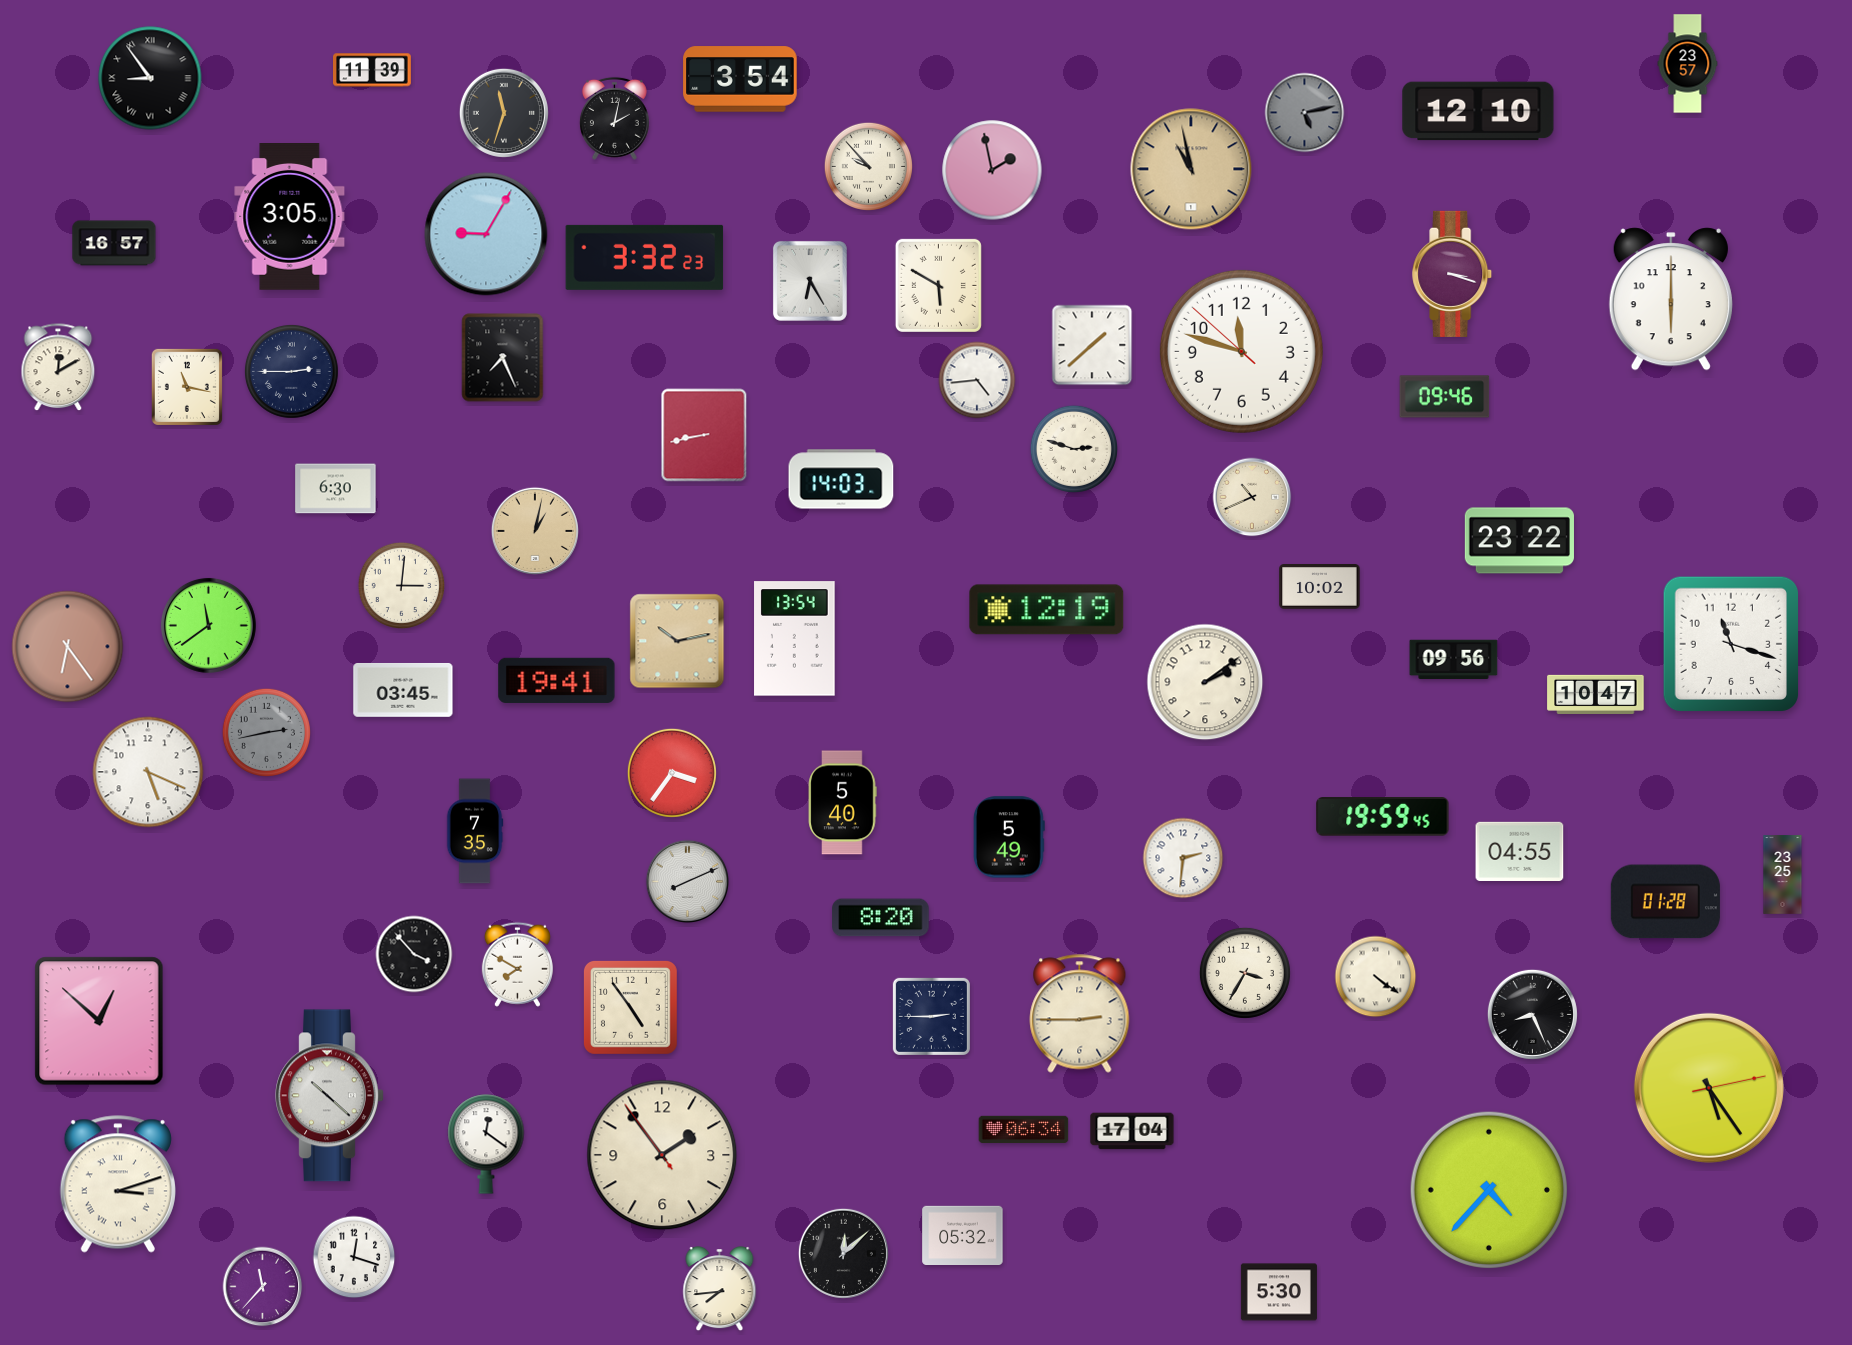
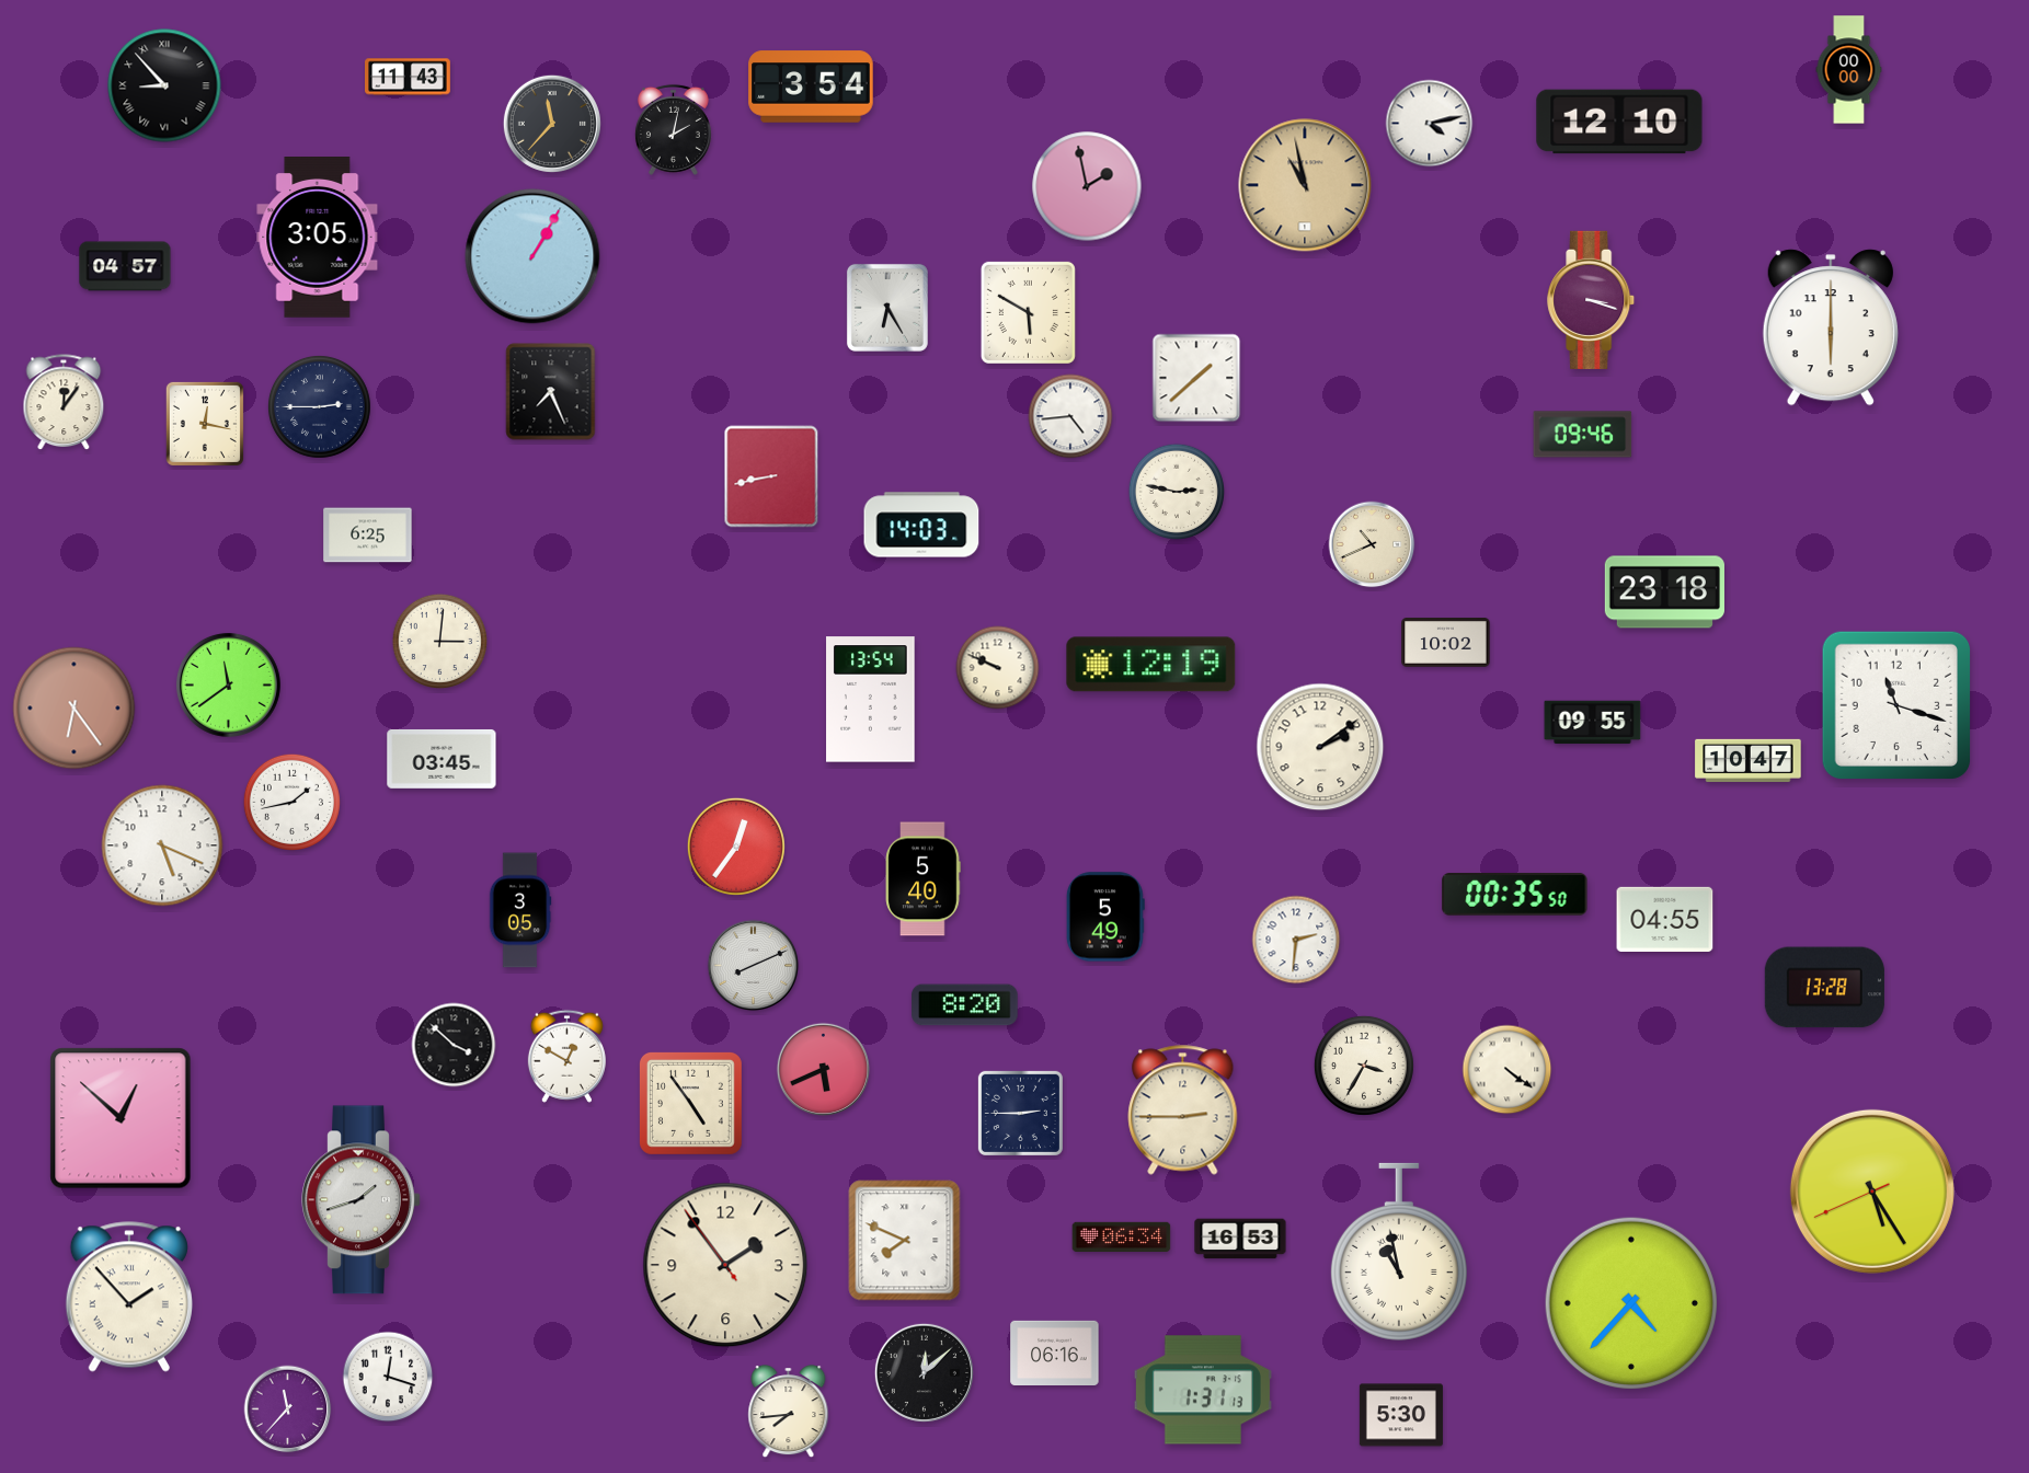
clock at (1688, 64): 23:57 -> 00:00
clock at (373, 70): 11:39 -> 11:43
clock at (150, 78): 8:54 -> 8:53
clock at (504, 113): 11:33 -> 11:37
clock at (1305, 113): 5:13 -> 4:13
clock at (1305, 113) dial: grey -> white
clock at (868, 166): 9:53 -> none
clock at (486, 234): 9:05 -> 1:05
clock at (114, 243): 16:57 -> 04:57
clock at (645, 257): 3:32 -> none
clock at (1241, 351): 11:47 -> none
clock at (58, 368): 12:10 -> 12:06
clock at (187, 387): 11:17 -> 12:17
clock at (1073, 448): 2:48 -> 2:47
clock at (336, 489): 6:30 -> 6:25
clock at (535, 531): 1:02 -> none
clock at (1519, 541): 23:22 -> 23:18
clock at (998, 668): none -> 9:49
clock at (1047, 610) position: (1047, 610) -> (1151, 665)
clock at (677, 641): 10:13 -> none
clock at (1454, 660): 09:56 -> 09:55
clock at (557, 680): 19:41 -> none
clock at (403, 690) position: (403, 690) -> (442, 759)
clock at (266, 732): 2:43 -> 1:43
clock at (266, 732) dial: grey -> white
clock at (672, 773): 3:36 -> 12:36
clock at (1383, 817): 19:59 -> 00:35
clock at (475, 831): 7:35 -> 3:05
clock at (1520, 851) position: (1520, 851) -> (1665, 919)
clock at (1783, 875): 23:25 -> none
clock at (1665, 902): 01:28 -> 13:28
clock at (414, 954): 3:53 -> 3:52
clock at (517, 964): 7:50 -> 12:50
clock at (824, 1070): none -> 5:41
clock at (1532, 1014): 8:26 -> none
clock at (99, 1021) position: (99, 1021) -> (121, 1118)
clock at (1709, 1088): 5:24:13 -> 5:24:41
clock at (330, 1096): 10:22 -> 1:42
clock at (1132, 1131): 17:04 -> 16:53
clock at (905, 1241): none -> 7:49
clock at (1399, 1252): none -> 10:58
clock at (486, 1144): 12:21 -> none
clock at (118, 1184): 3:12 -> 1:53
clock at (963, 1236): 05:32 -> 06:16
clock at (1203, 1390): none -> 1:31
